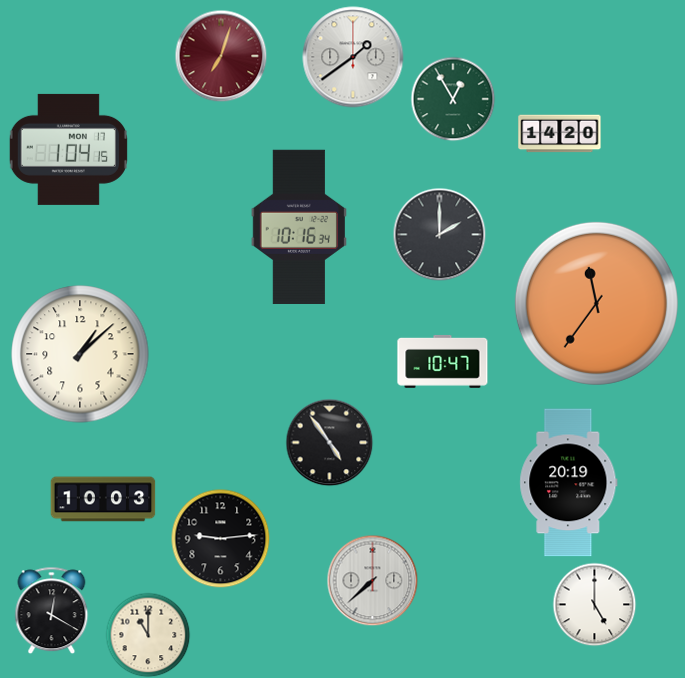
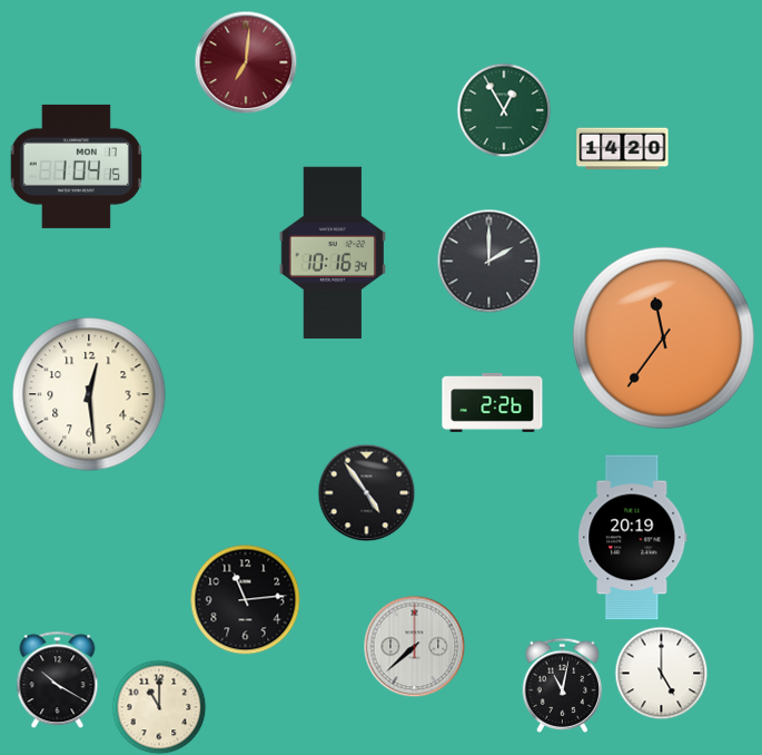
clock at (221, 56): 7:03 -> 7:01
clock at (353, 57): 1:39 -> none
clock at (80, 354): 1:08 -> 12:29
clock at (443, 361): 10:47 -> 2:26
clock at (103, 499): 10:03 -> none
clock at (221, 539): 9:14 -> 11:14
clock at (52, 610): 12:20 -> 10:20
clock at (563, 685): none -> 11:02
clock at (148, 635) position: (148, 635) -> (159, 707)
